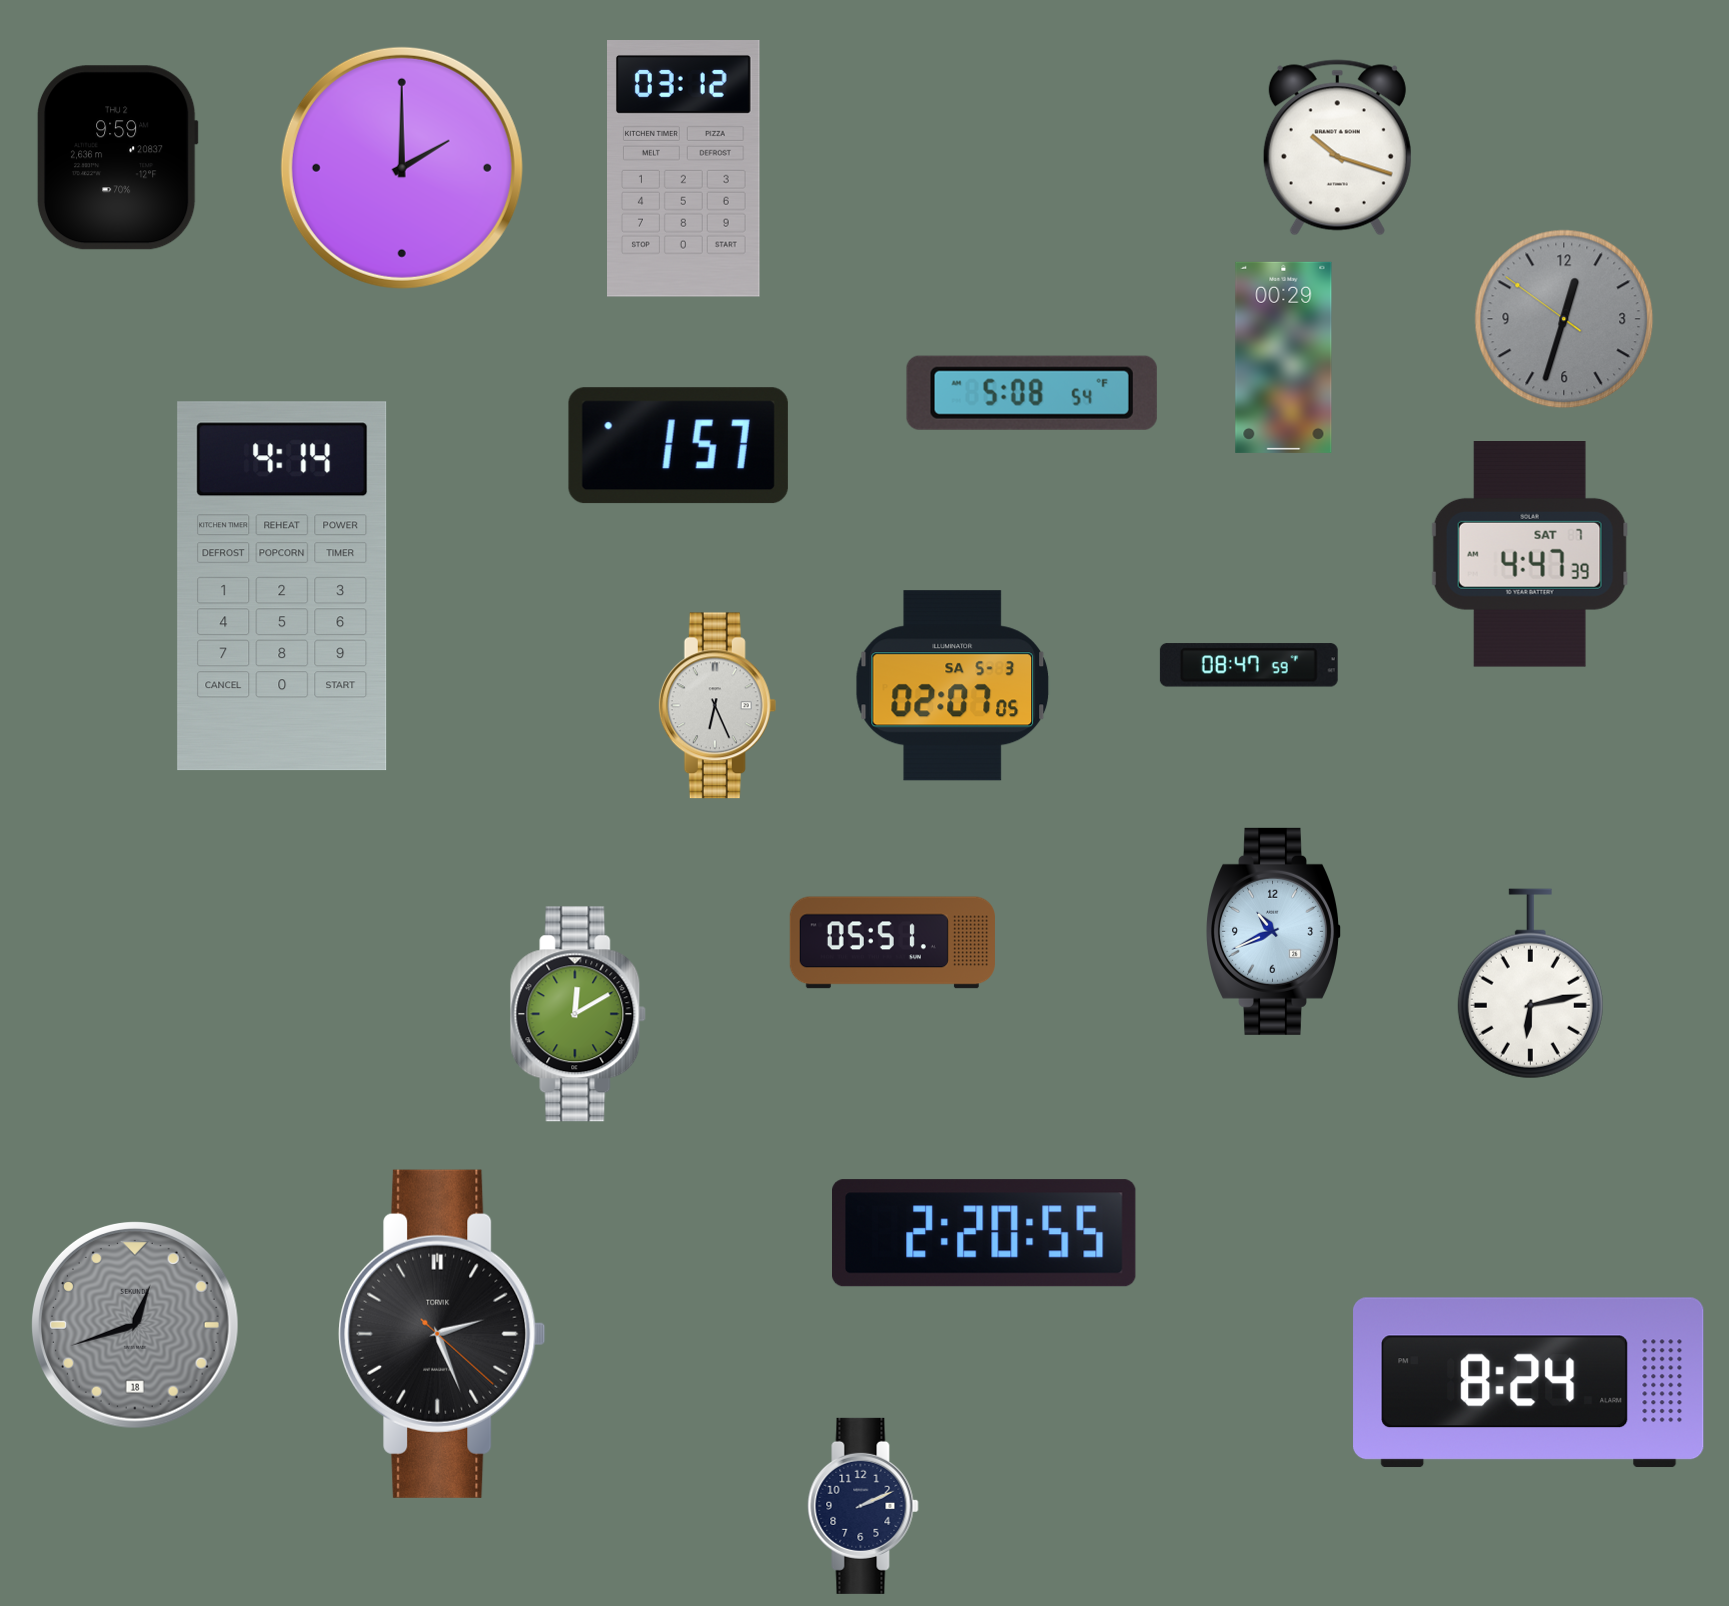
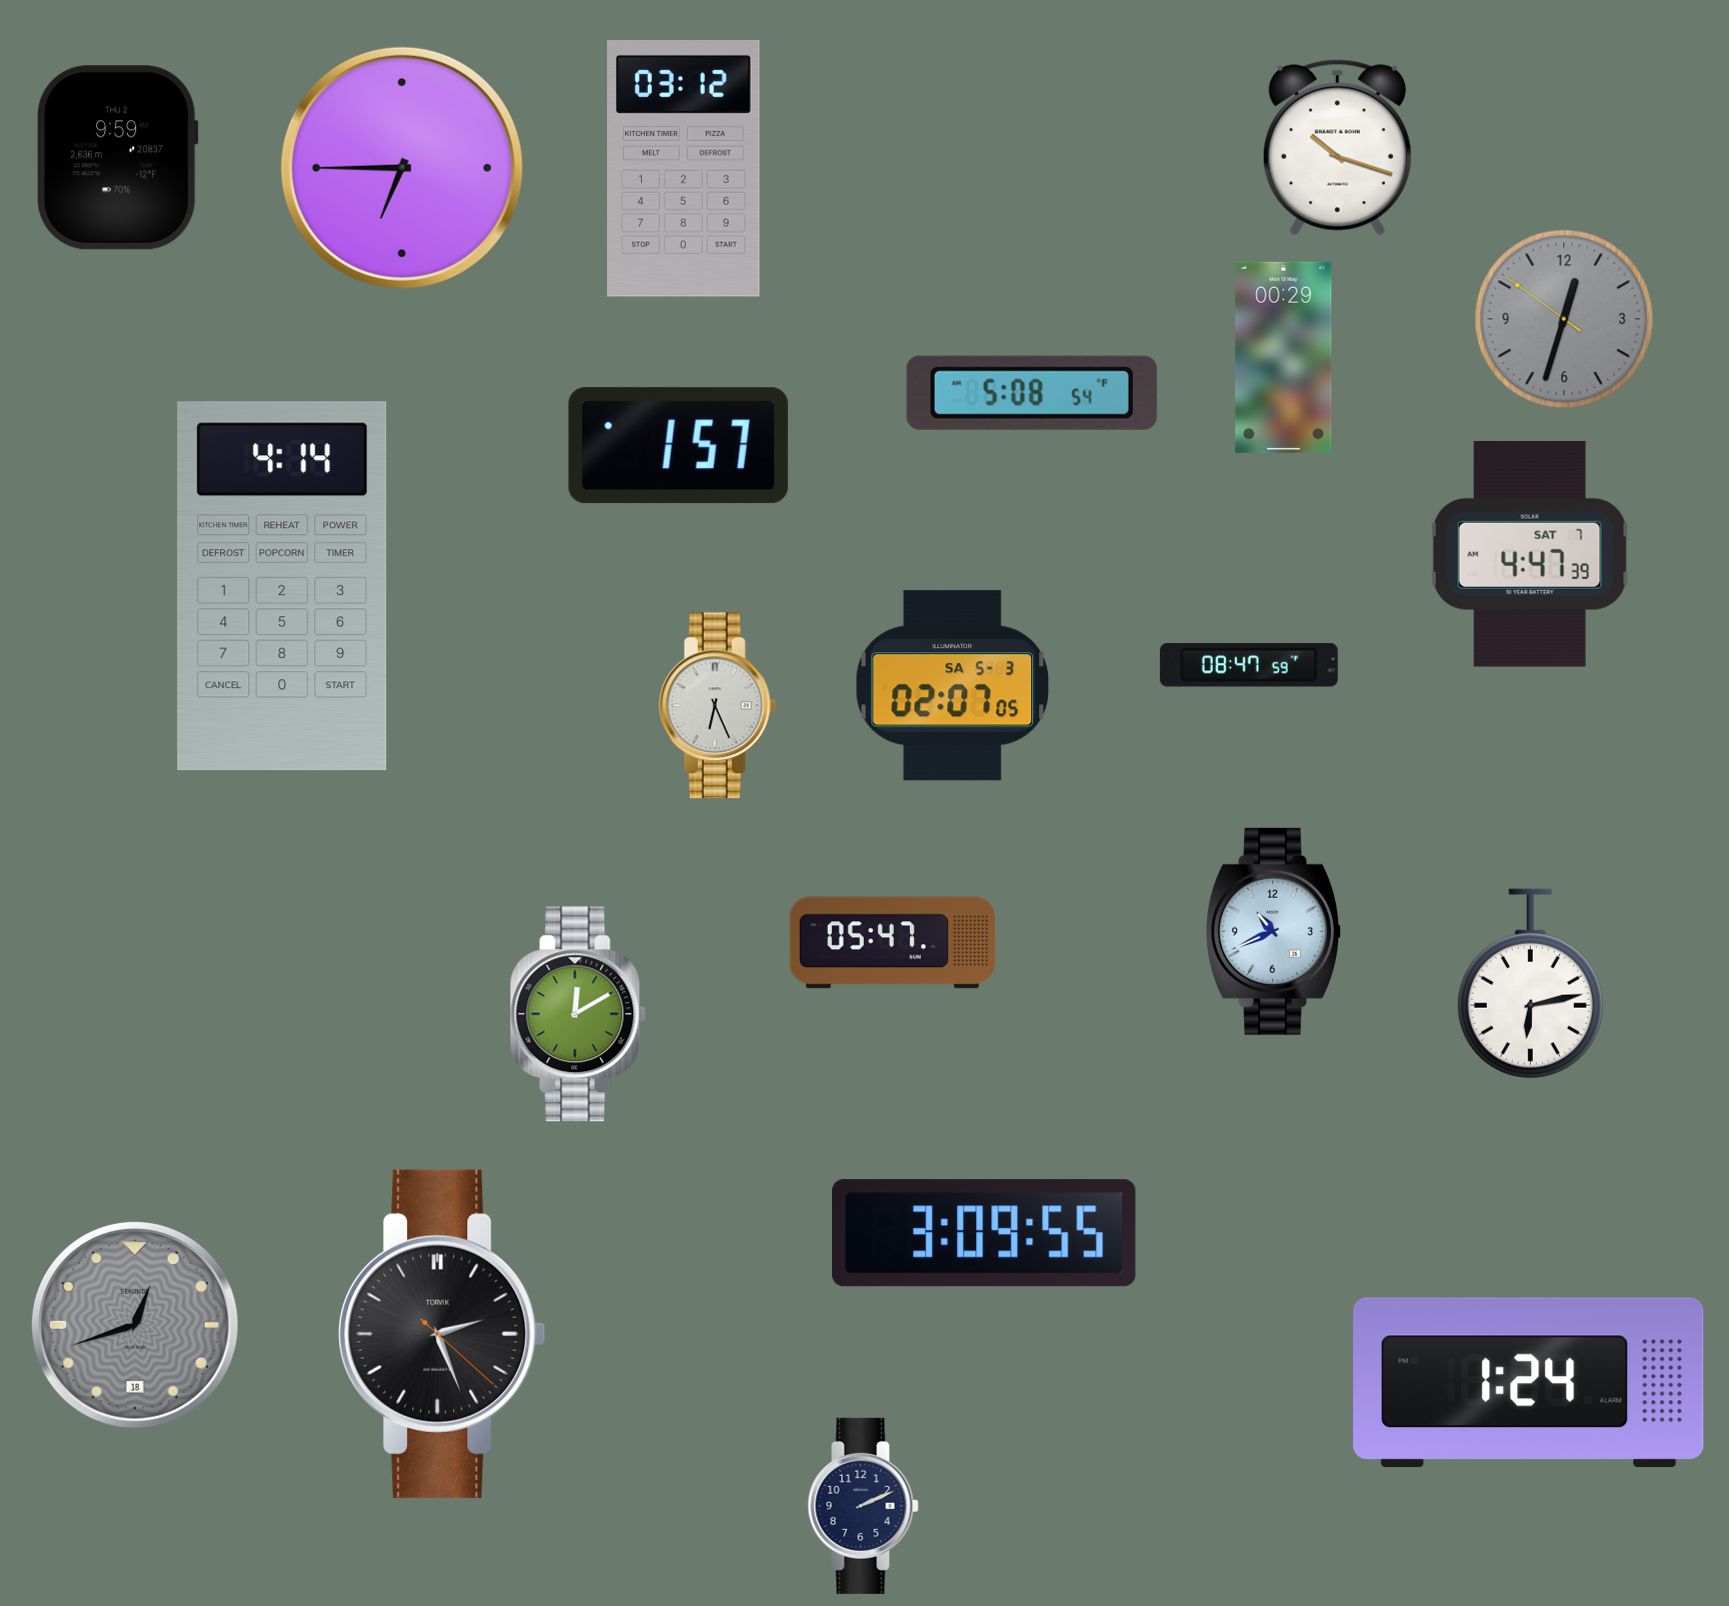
clock at (402, 168): 2:00 -> 6:45
clock at (892, 943): 05:51 -> 05:47
clock at (985, 1233): 2:20 -> 3:09
clock at (1529, 1383): 8:24 -> 1:24
